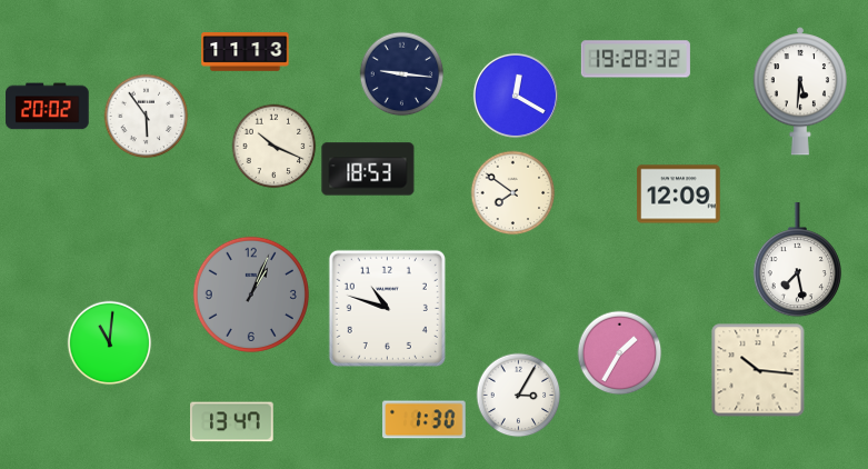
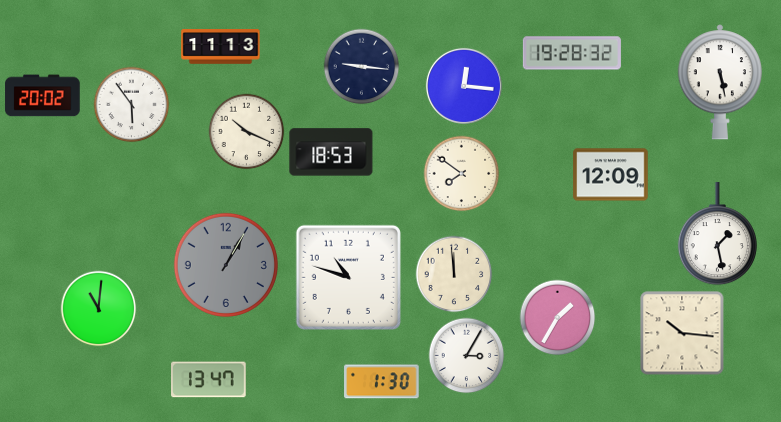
clock at (800, 91): 5:31 -> 5:28
clock at (516, 96): 12:20 -> 12:16
clock at (797, 260): 7:28 -> 1:28
clock at (251, 295): 1:04 -> 1:05
clock at (454, 274): none -> 11:59
clock at (425, 420) position: (425, 420) -> (382, 382)
